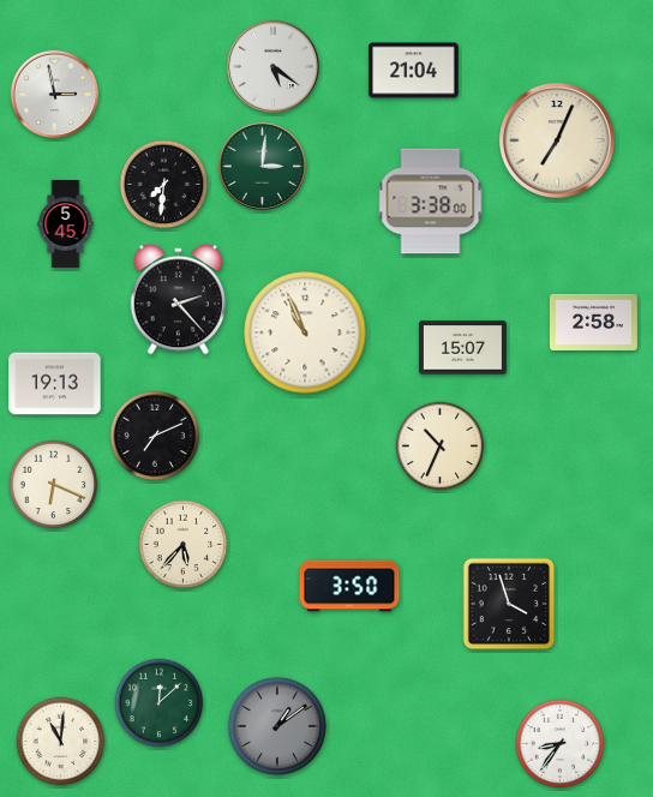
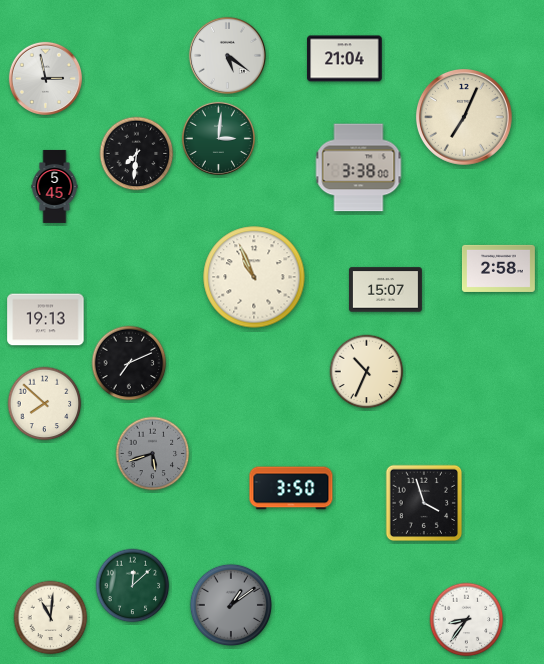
clock at (178, 300): 2:23 -> none
clock at (593, 322) position: (593, 322) -> (498, 268)
clock at (54, 485): 6:19 -> 7:52
clock at (184, 545): 5:37 -> 5:42
clock at (184, 545) dial: cream -> grey
